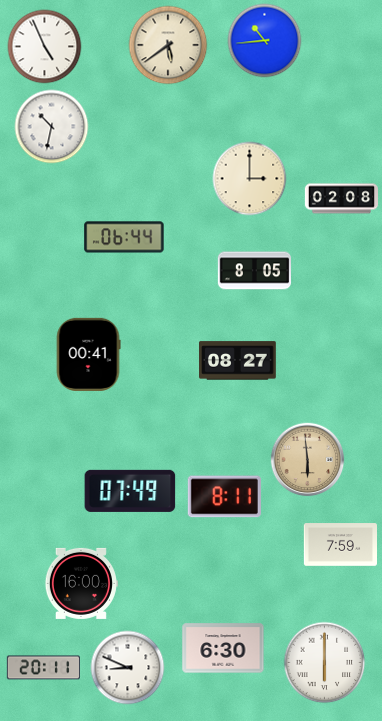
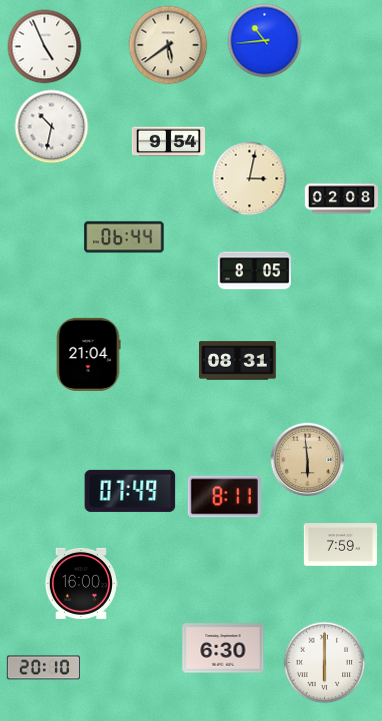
clock at (168, 142): none -> 9:54
clock at (250, 179): 3:00 -> 3:02
clock at (88, 354): 00:41 -> 21:04
clock at (238, 361): 08:27 -> 08:31
clock at (43, 668): 20:11 -> 20:10
clock at (128, 668): 8:49 -> none
